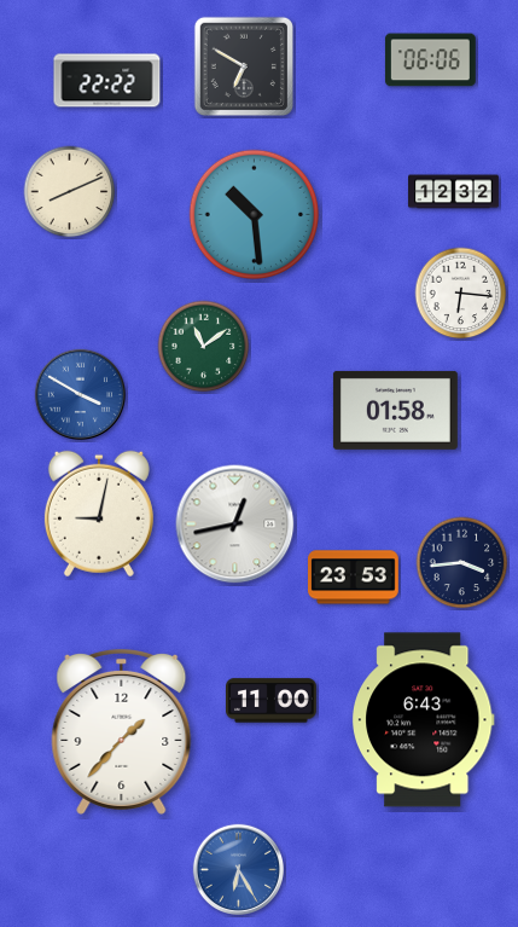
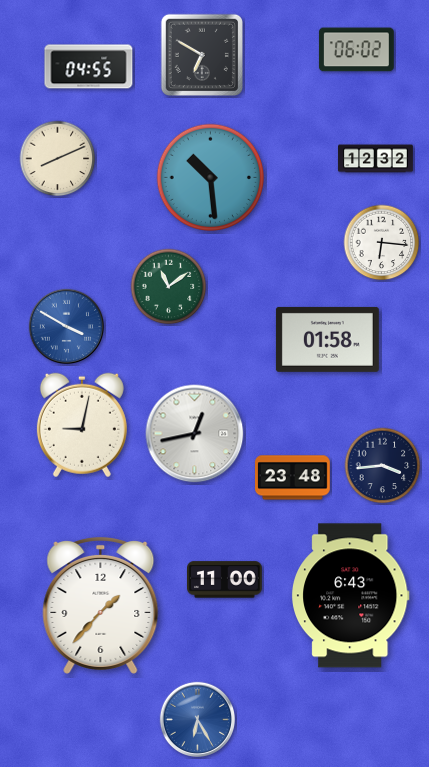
clock at (430, 60): 06:06 -> 06:02
clock at (107, 81): 22:22 -> 04:55
clock at (354, 578): 23:53 -> 23:48
